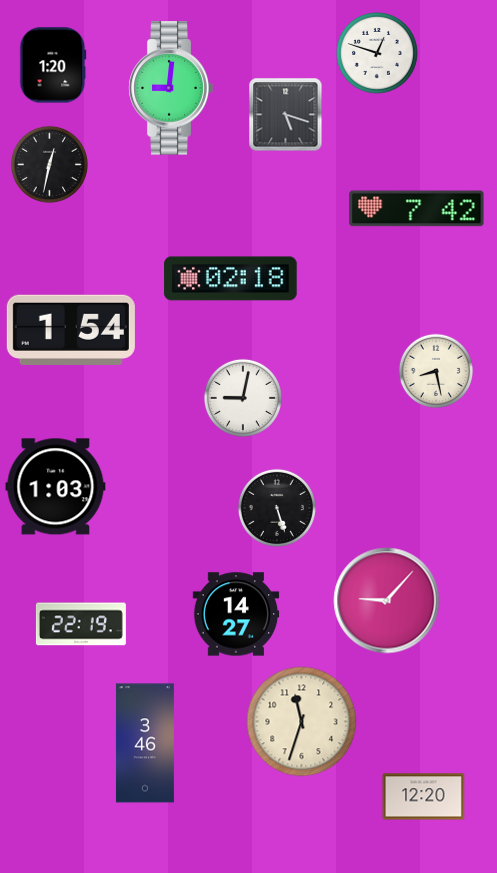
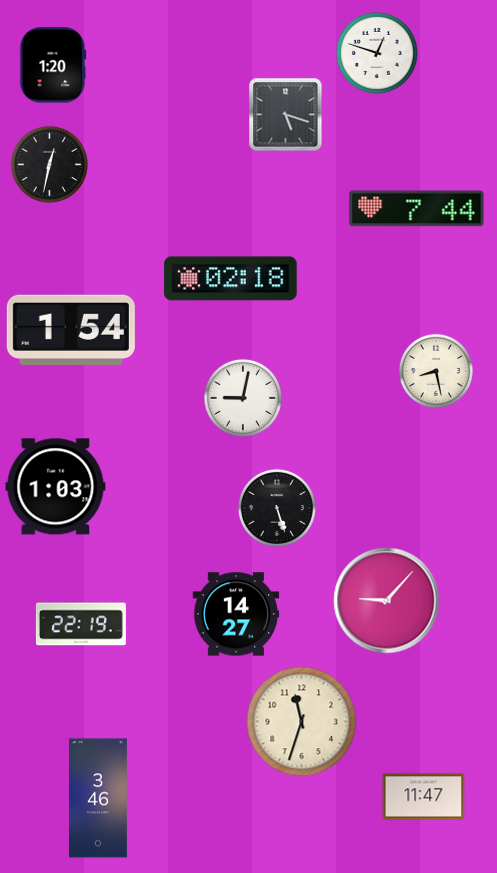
clock at (171, 88): 9:01 -> none
clock at (417, 209): 7:42 -> 7:44
clock at (145, 743) position: (145, 743) -> (98, 798)
clock at (424, 797): 12:20 -> 11:47
